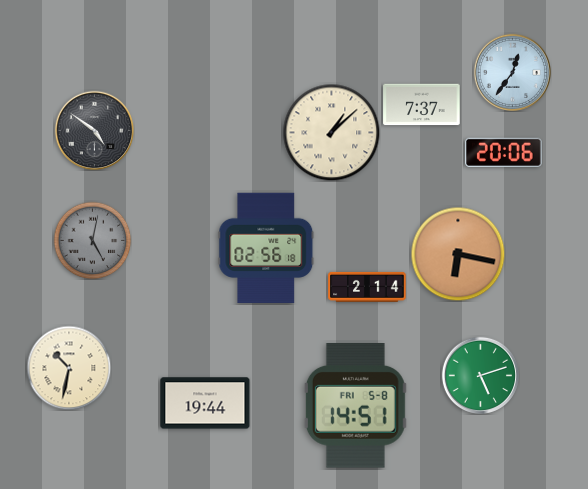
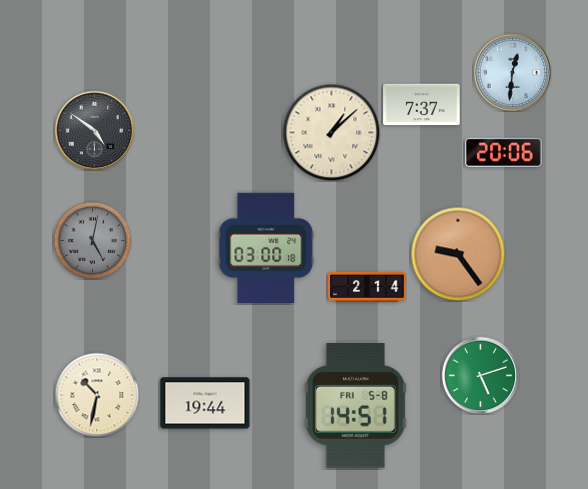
clock at (512, 72): 12:36 -> 12:31
clock at (266, 248): 02:56 -> 03:00
clock at (458, 254): 6:17 -> 9:24
clock at (69, 368) position: (69, 368) -> (97, 395)
